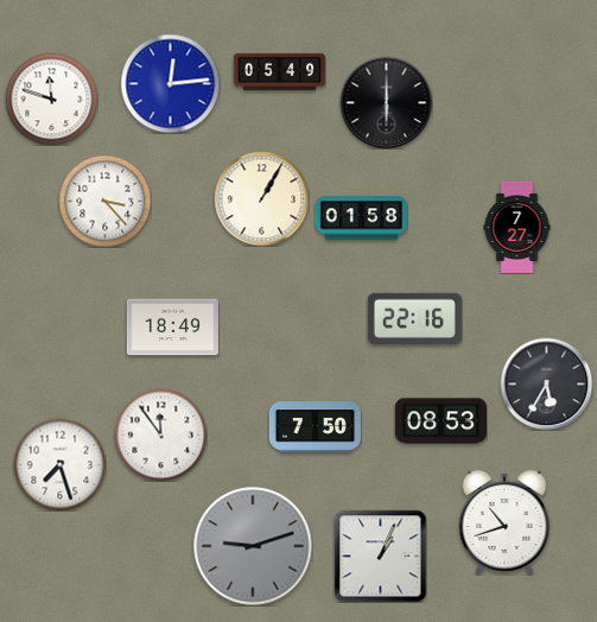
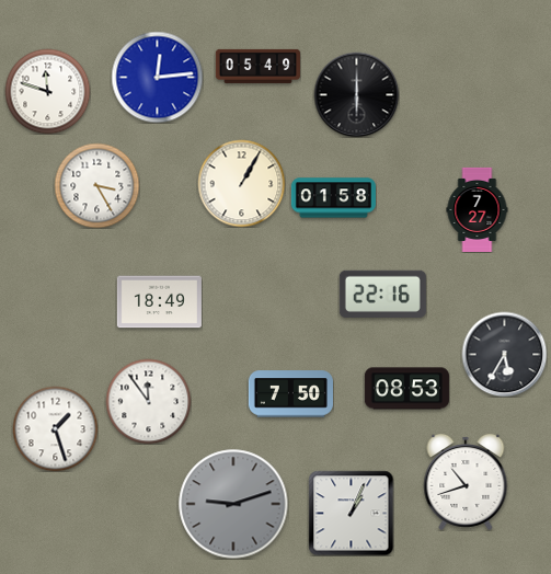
clock at (104, 201): 3:23 -> 3:25
clock at (361, 218) position: (361, 218) -> (333, 198)
clock at (59, 464): 7:27 -> 1:27
